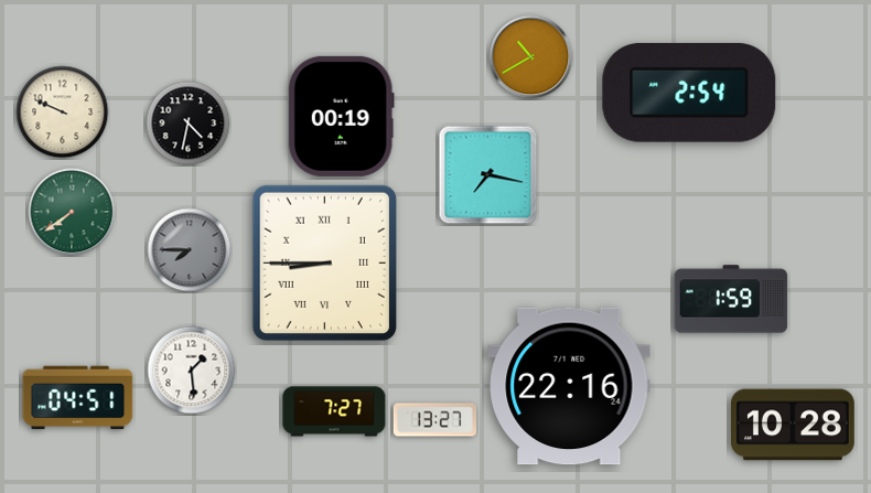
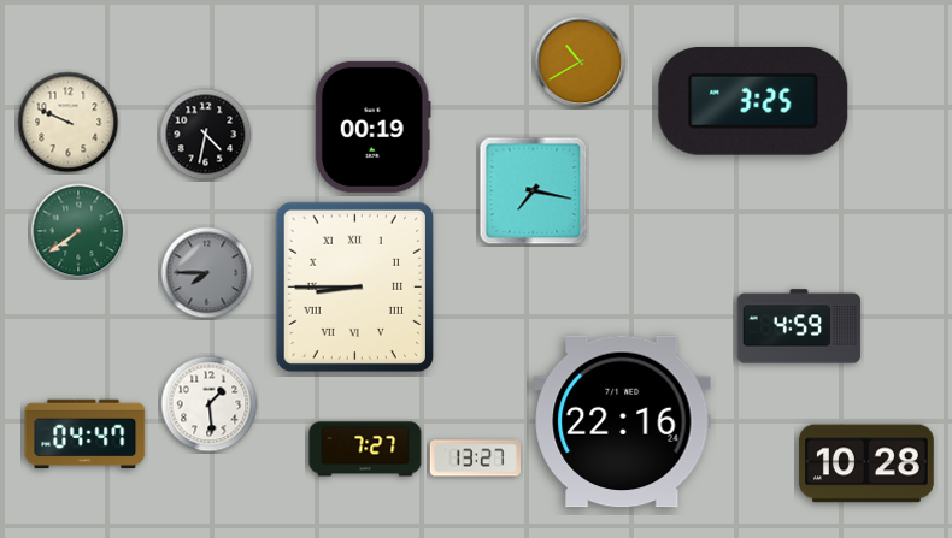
clock at (689, 93): 2:54 -> 3:25
clock at (731, 299): 1:59 -> 4:59
clock at (78, 398): 04:51 -> 04:47
